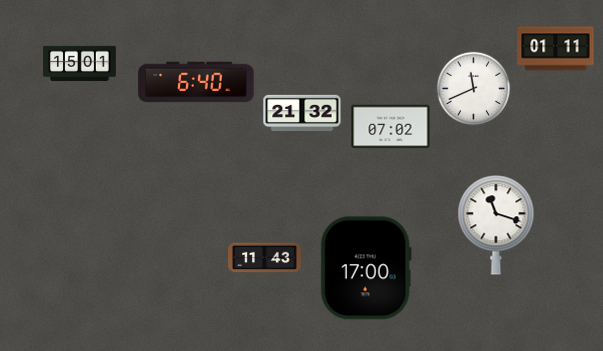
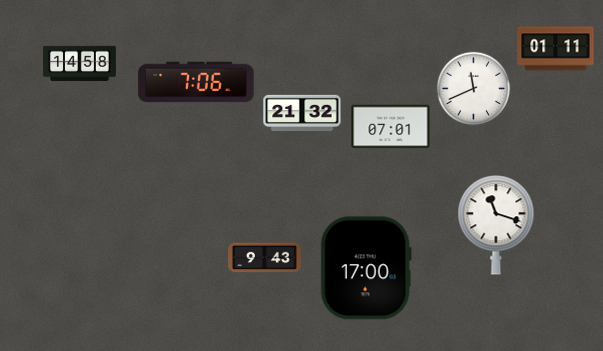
clock at (80, 63): 15:01 -> 14:58
clock at (196, 82): 6:40 -> 7:06
clock at (391, 127): 07:02 -> 07:01
clock at (265, 258): 11:43 -> 9:43
